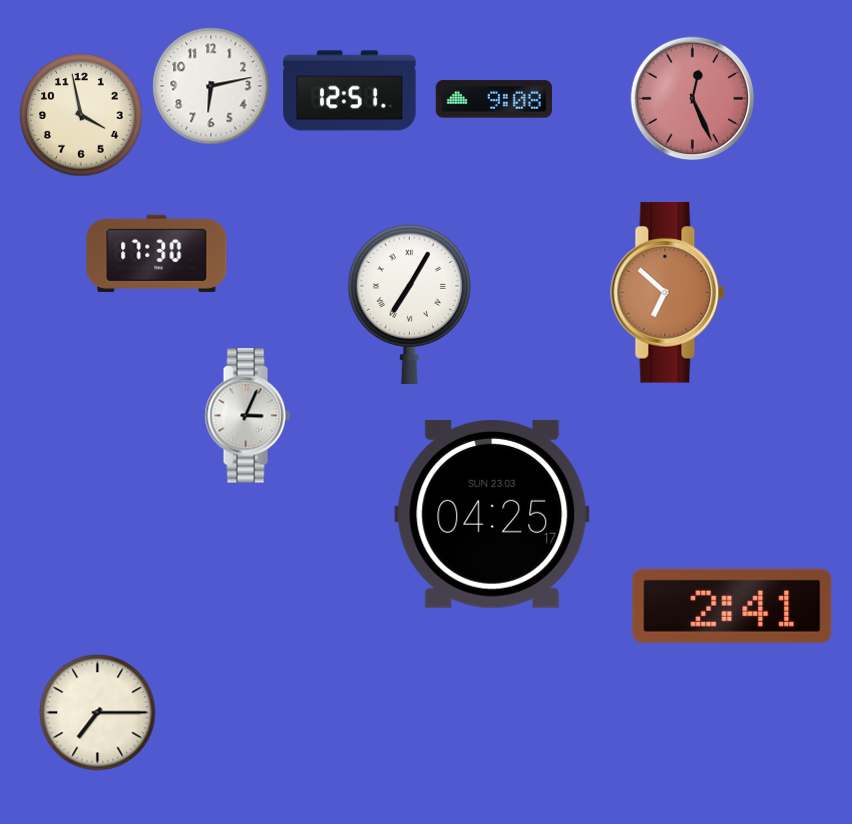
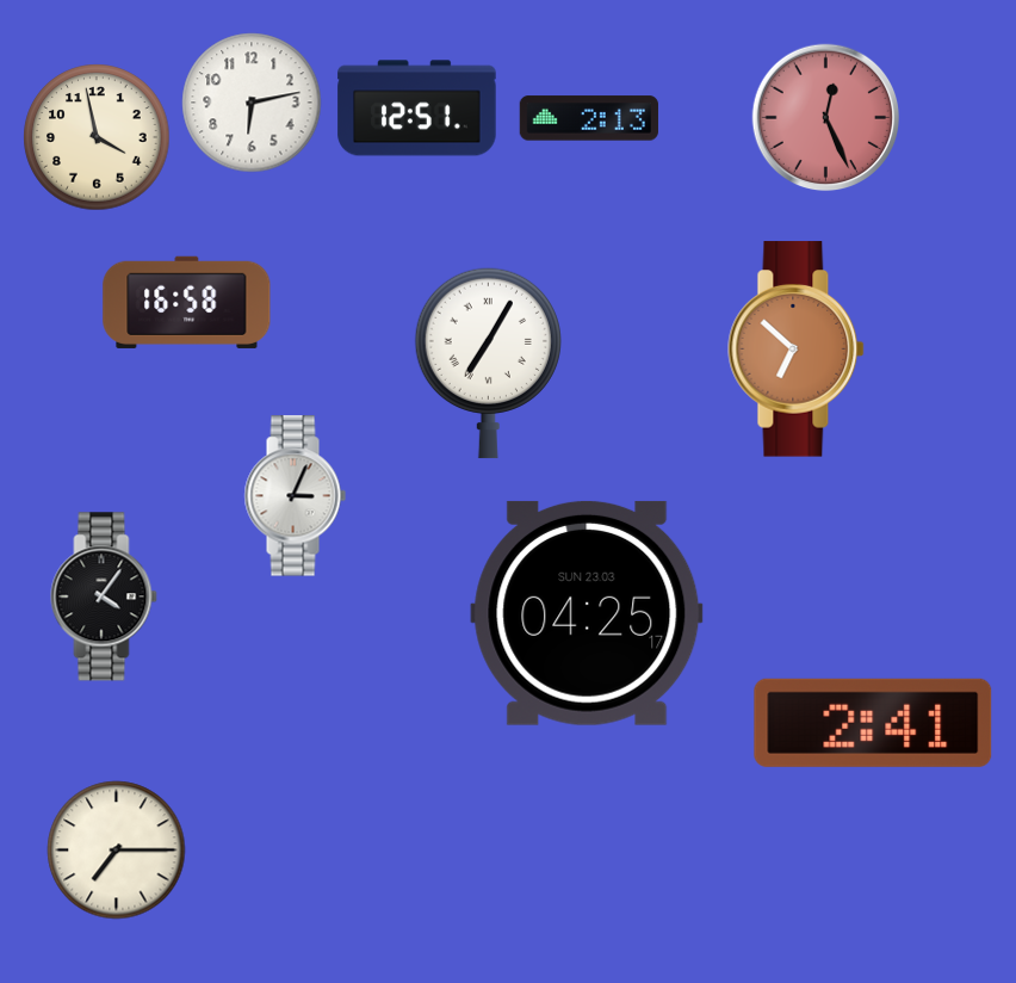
clock at (494, 99): 9:08 -> 2:13
clock at (157, 253): 17:30 -> 16:58
clock at (104, 596): none -> 4:06
